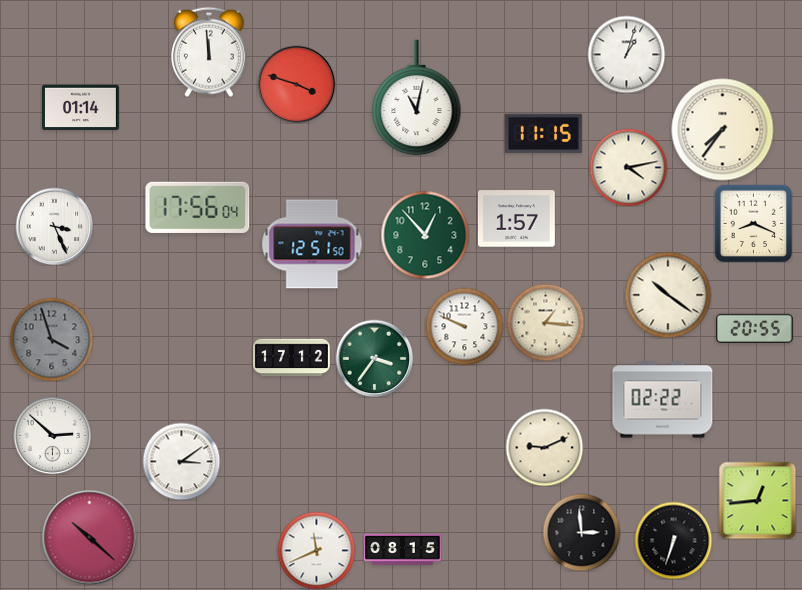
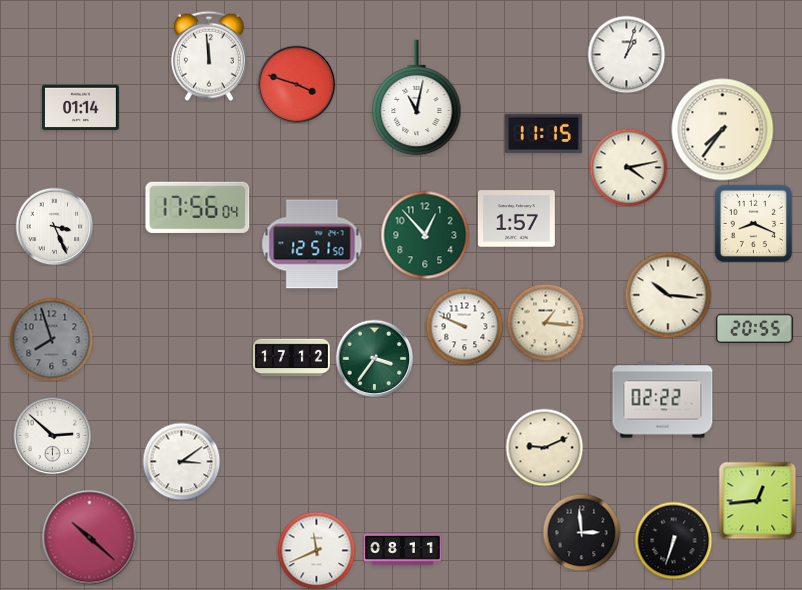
clock at (209, 52) position: (209, 52) -> (209, 56)
clock at (668, 295): 10:21 -> 10:16
clock at (51, 339): 3:57 -> 7:57
clock at (403, 549): 08:15 -> 08:11
